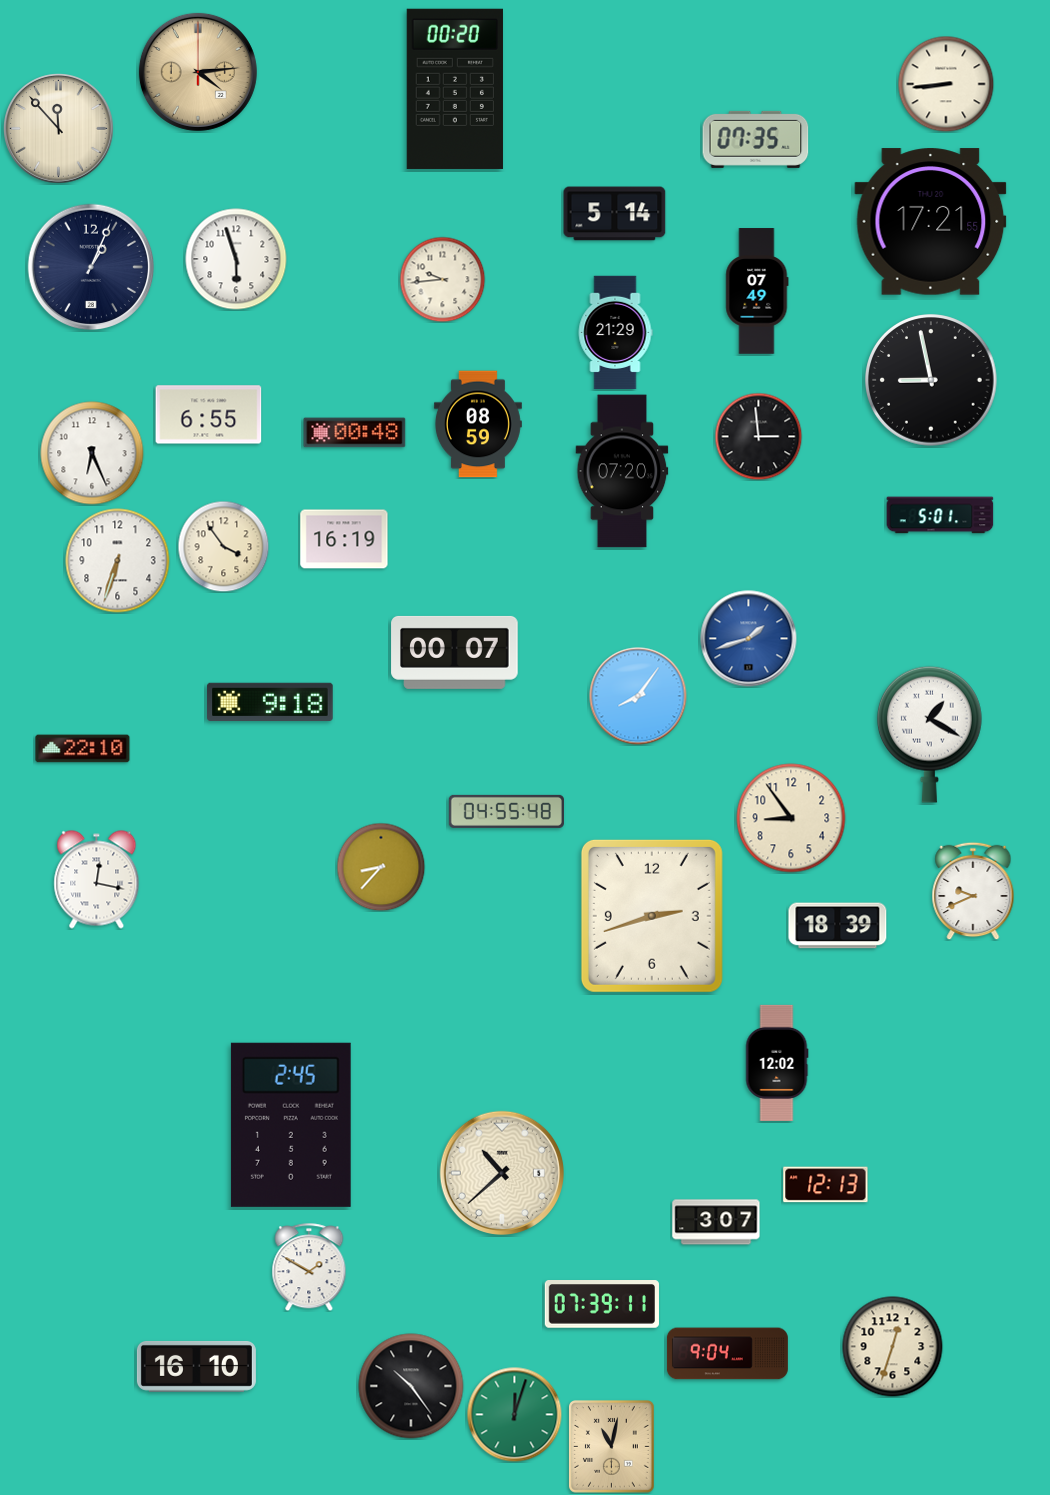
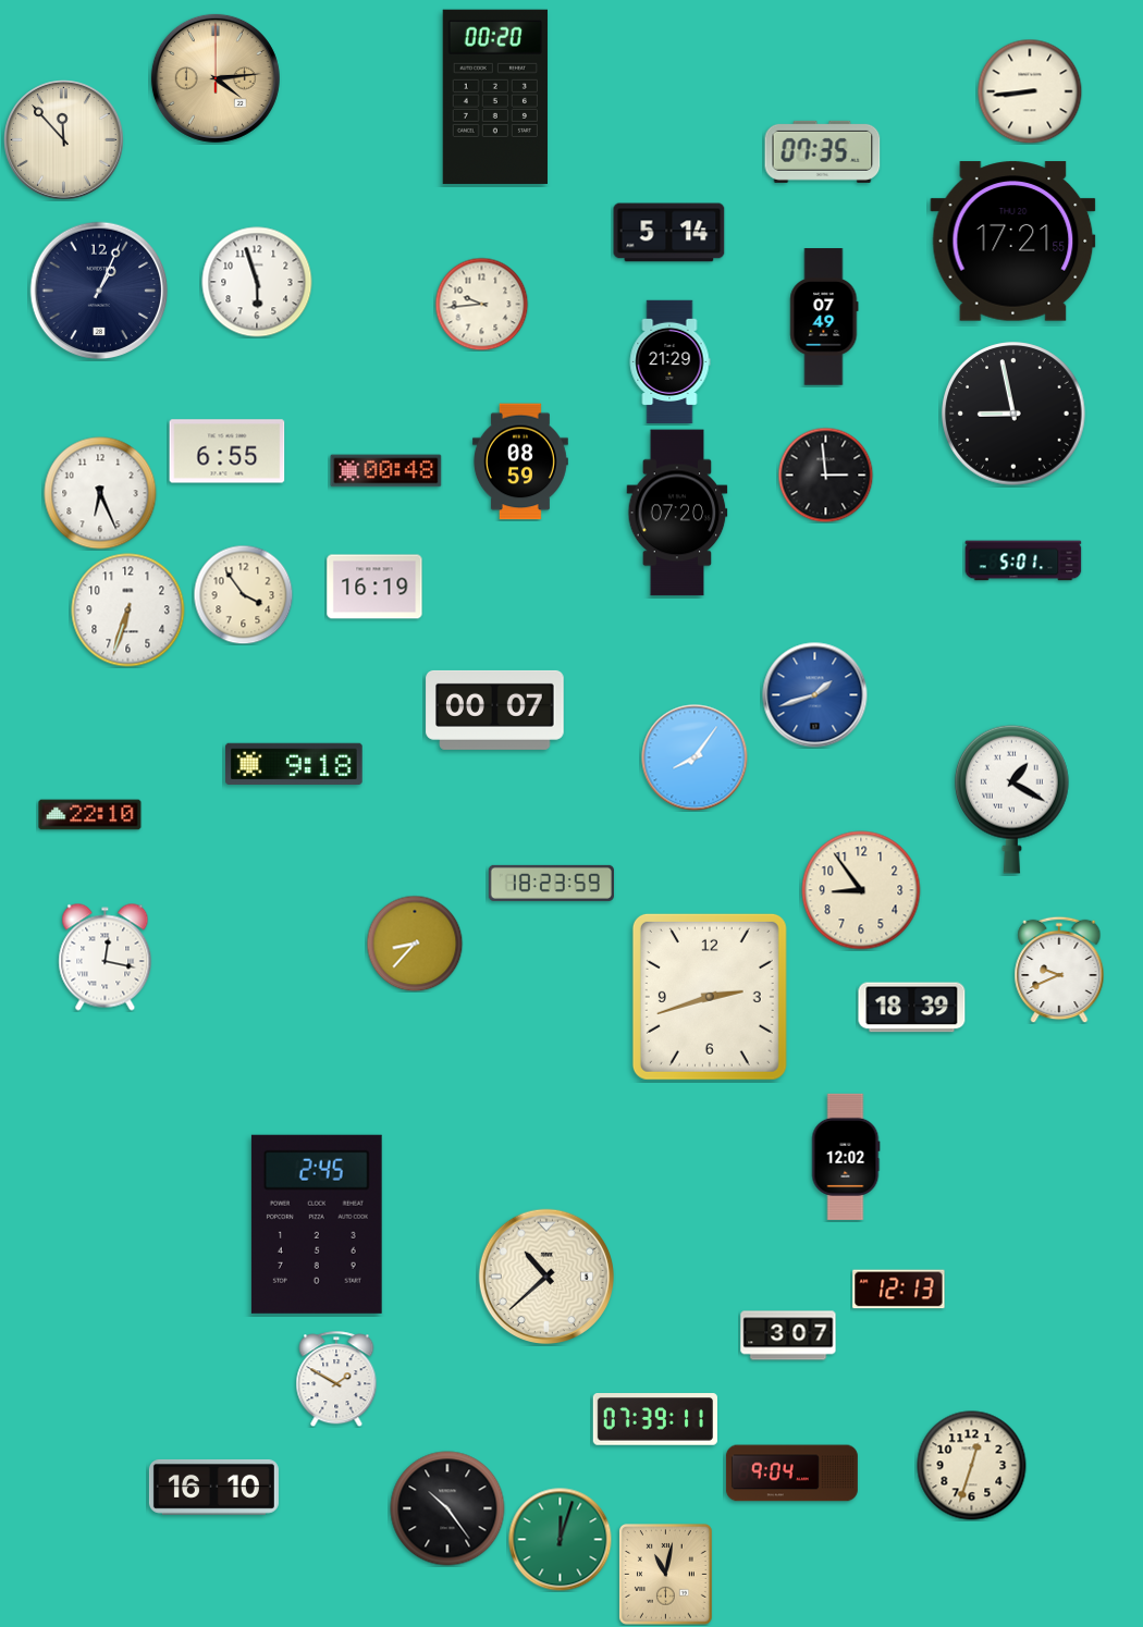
clock at (506, 811): 04:55 -> 18:23
clock at (716, 1222) position: (716, 1222) -> (788, 1335)
